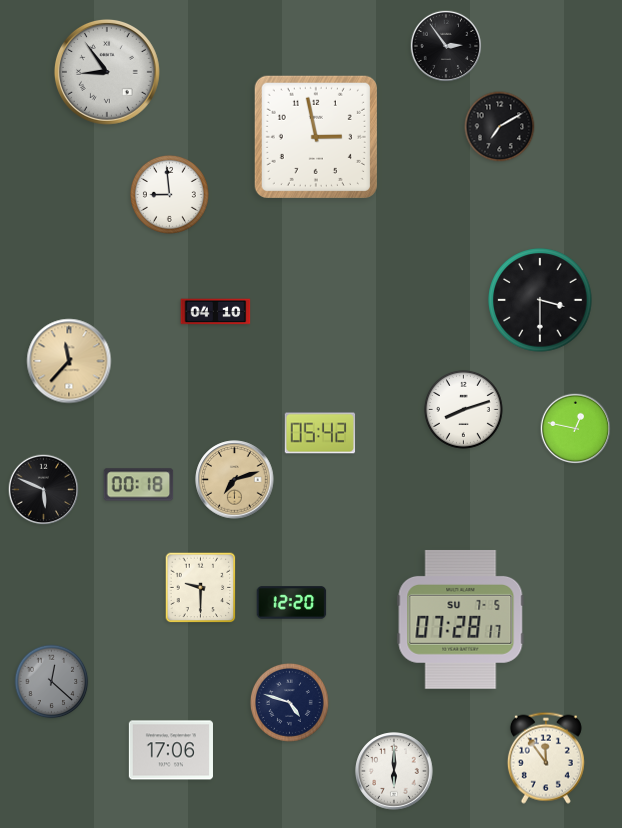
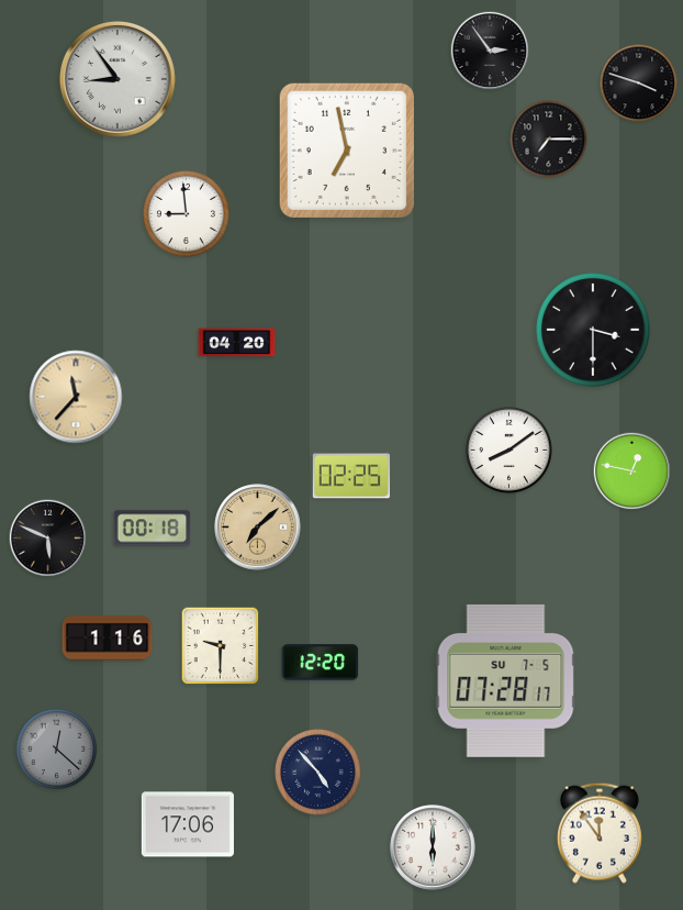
clock at (639, 84): none -> 3:48
clock at (500, 127): 7:10 -> 7:15
clock at (316, 137): 2:58 -> 6:58
clock at (216, 312): 04:10 -> 04:20
clock at (463, 409): 8:12 -> 8:09
clock at (320, 433): 05:42 -> 02:25
clock at (235, 480): 7:12 -> 7:08
clock at (139, 485) position: (139, 485) -> (153, 529)
clock at (108, 639): none -> 1:16
clock at (289, 702): 4:48 -> 4:53
